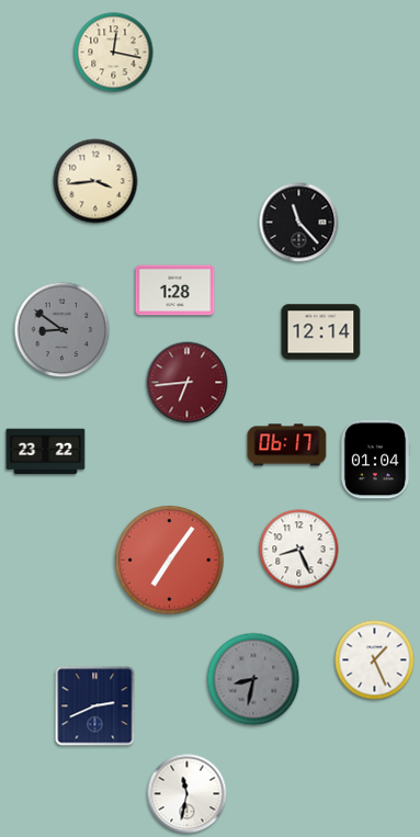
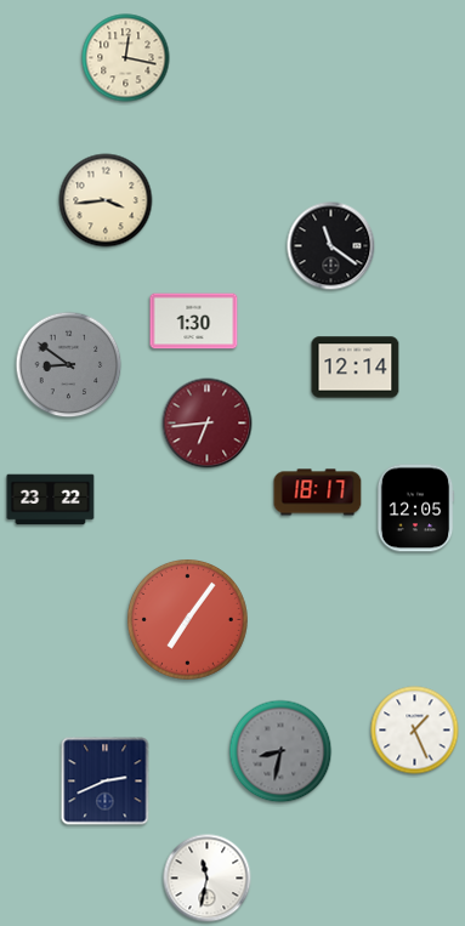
clock at (299, 223): 11:23 -> 11:21
clock at (175, 291): 1:28 -> 1:30
clock at (287, 445): 06:17 -> 18:17
clock at (375, 460): 01:04 -> 12:05
clock at (299, 550): 8:26 -> none
